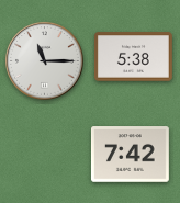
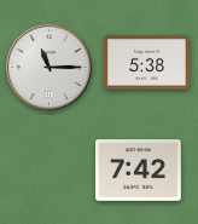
clock at (130, 155) position: (130, 155) -> (138, 171)
